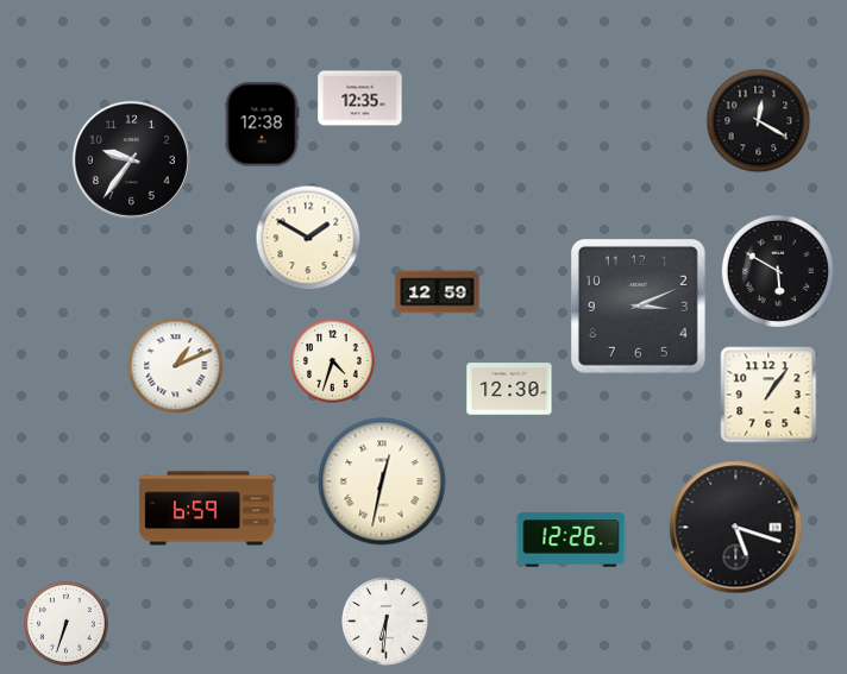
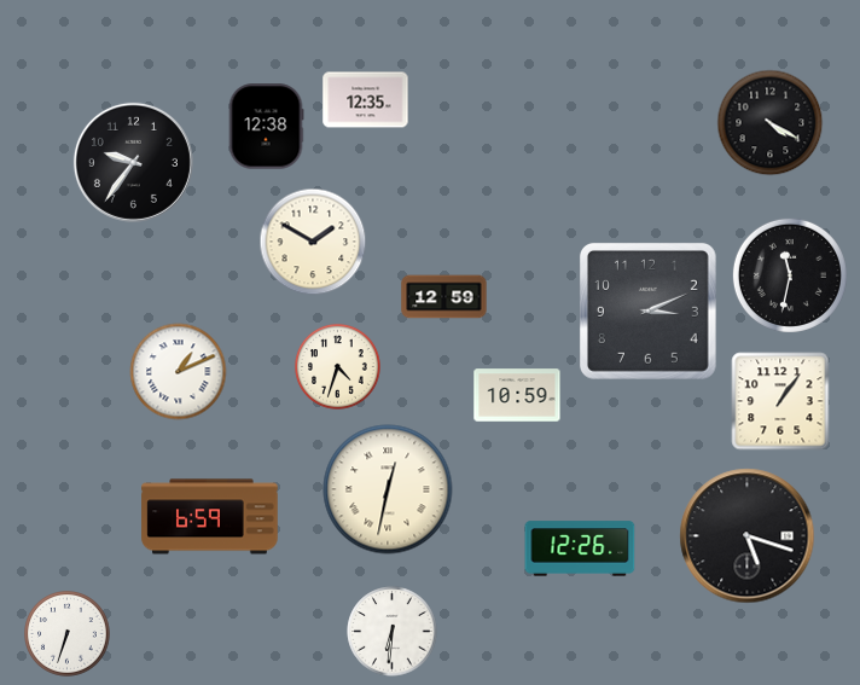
clock at (759, 121): 12:20 -> 4:20
clock at (778, 271): 5:50 -> 11:32
clock at (509, 389): 12:30 -> 10:59
